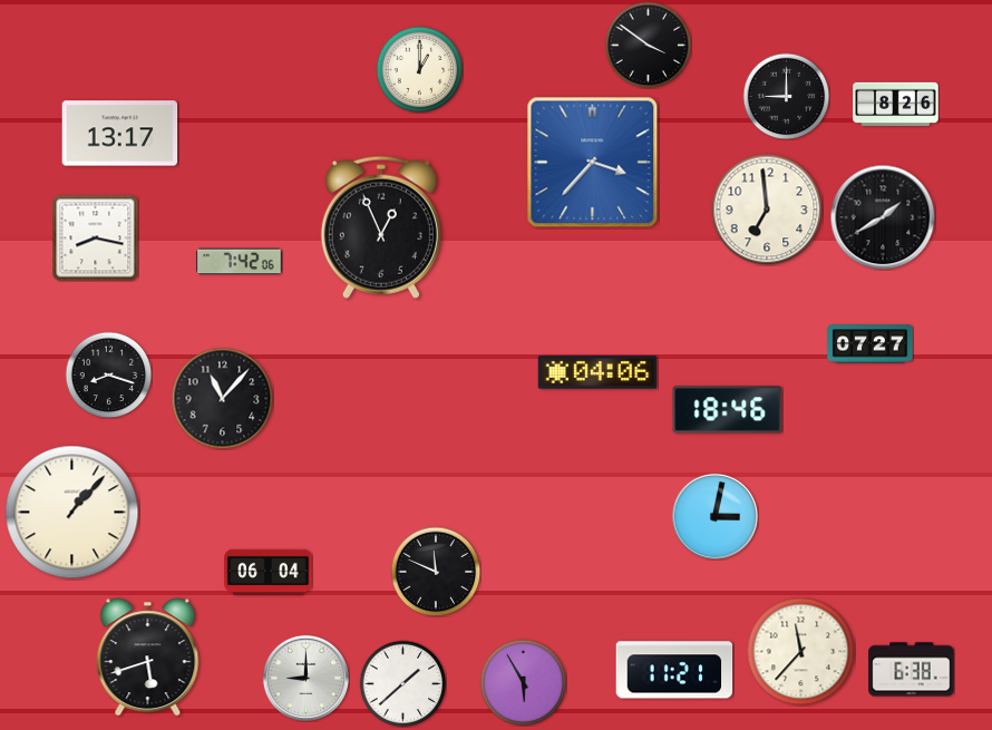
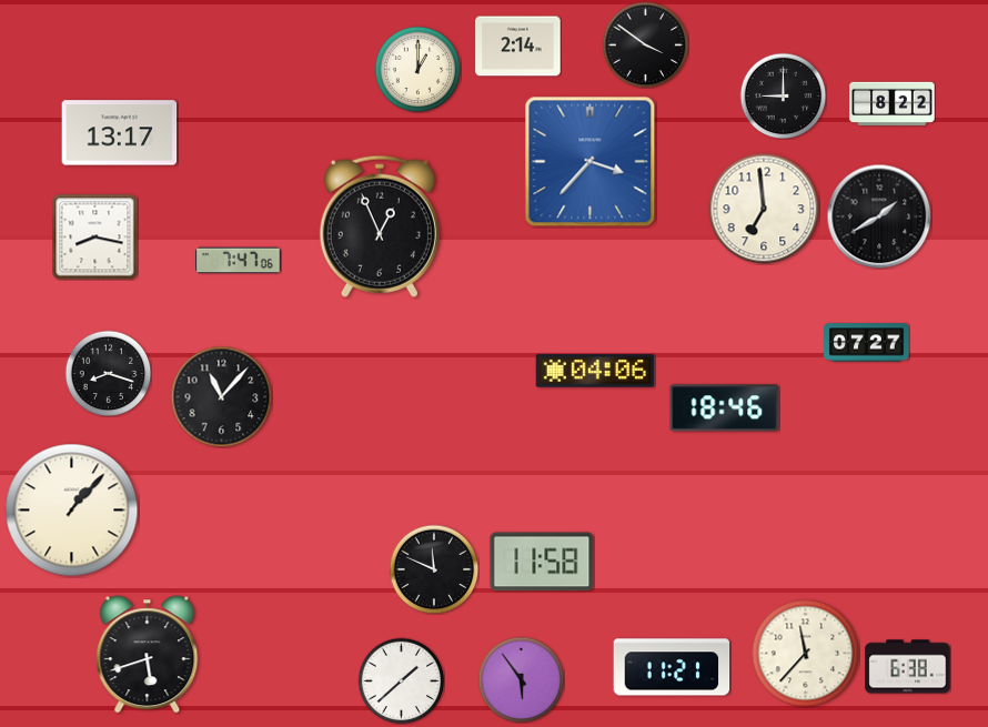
clock at (518, 47): none -> 2:14
clock at (896, 105): 8:26 -> 8:22
clock at (240, 262): 7:42 -> 7:47
clock at (714, 516): 3:02 -> none
clock at (542, 562): none -> 11:58
clock at (269, 572): 06:04 -> none
clock at (800, 651) position: (800, 651) -> (805, 653)
clock at (305, 678): 9:00 -> none
clock at (523, 682): 5:55 -> 5:54
